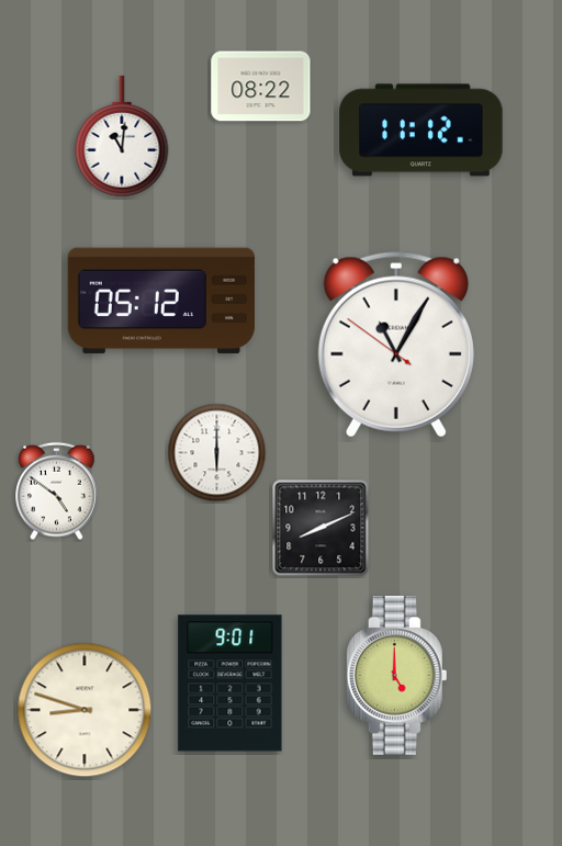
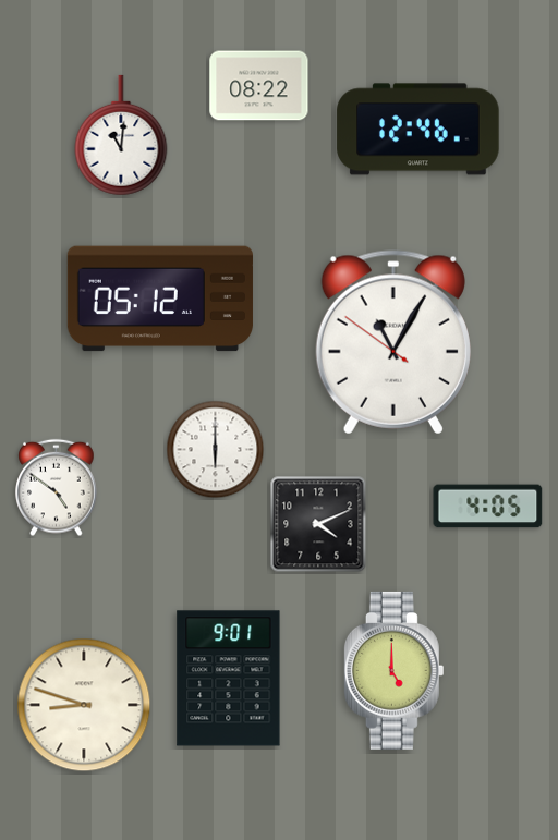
clock at (421, 131): 11:12 -> 12:46
clock at (488, 507): none -> 4:05
clock at (321, 528): 8:11 -> 4:11
